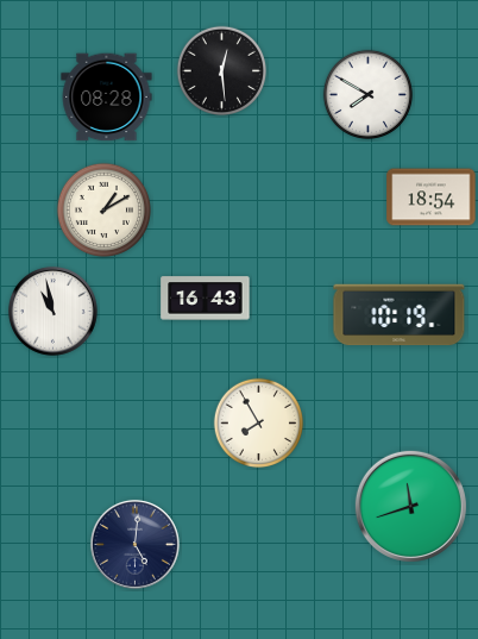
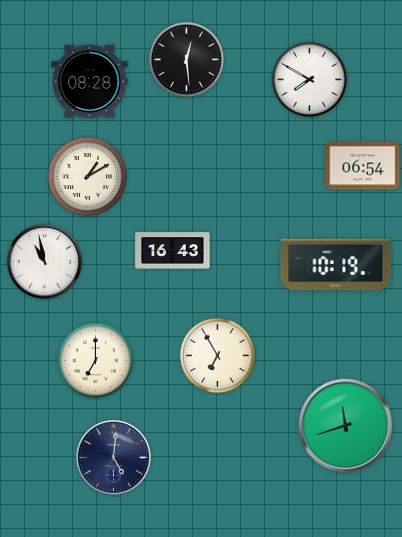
clock at (432, 198): 18:54 -> 06:54
clock at (259, 424): 7:55 -> 6:55
clock at (96, 361): none -> 7:00
